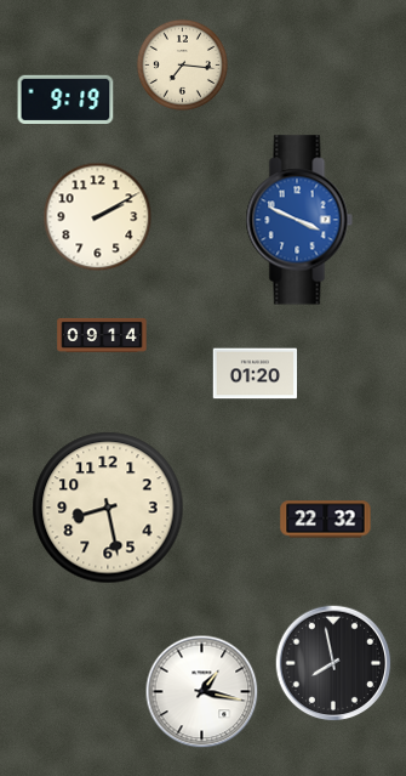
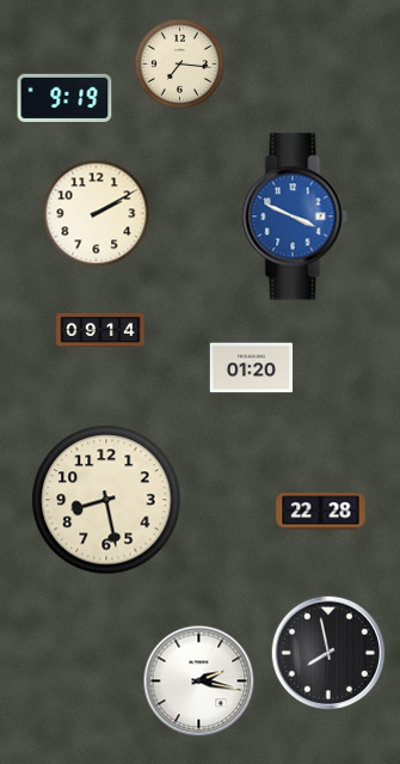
clock at (326, 520): 22:32 -> 22:28
clock at (202, 692): 1:17 -> 2:17
